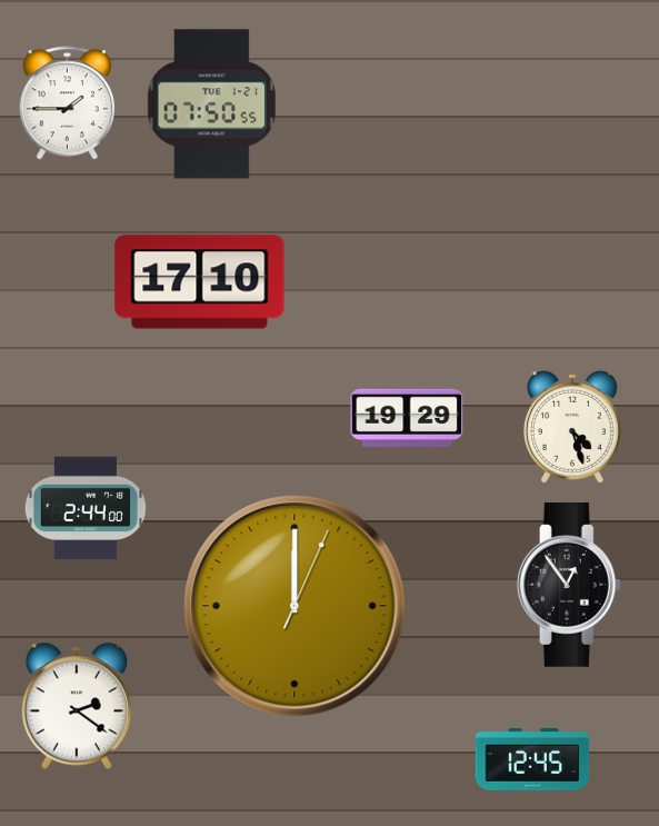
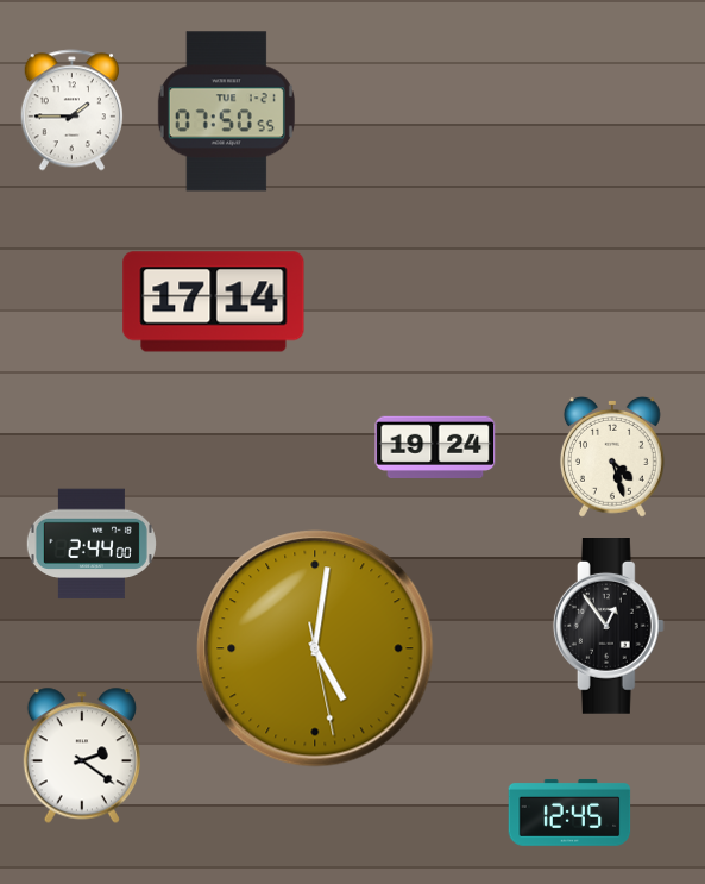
clock at (200, 282): 17:10 -> 17:14
clock at (407, 417): 19:29 -> 19:24
clock at (294, 606): 12:00 -> 5:01
